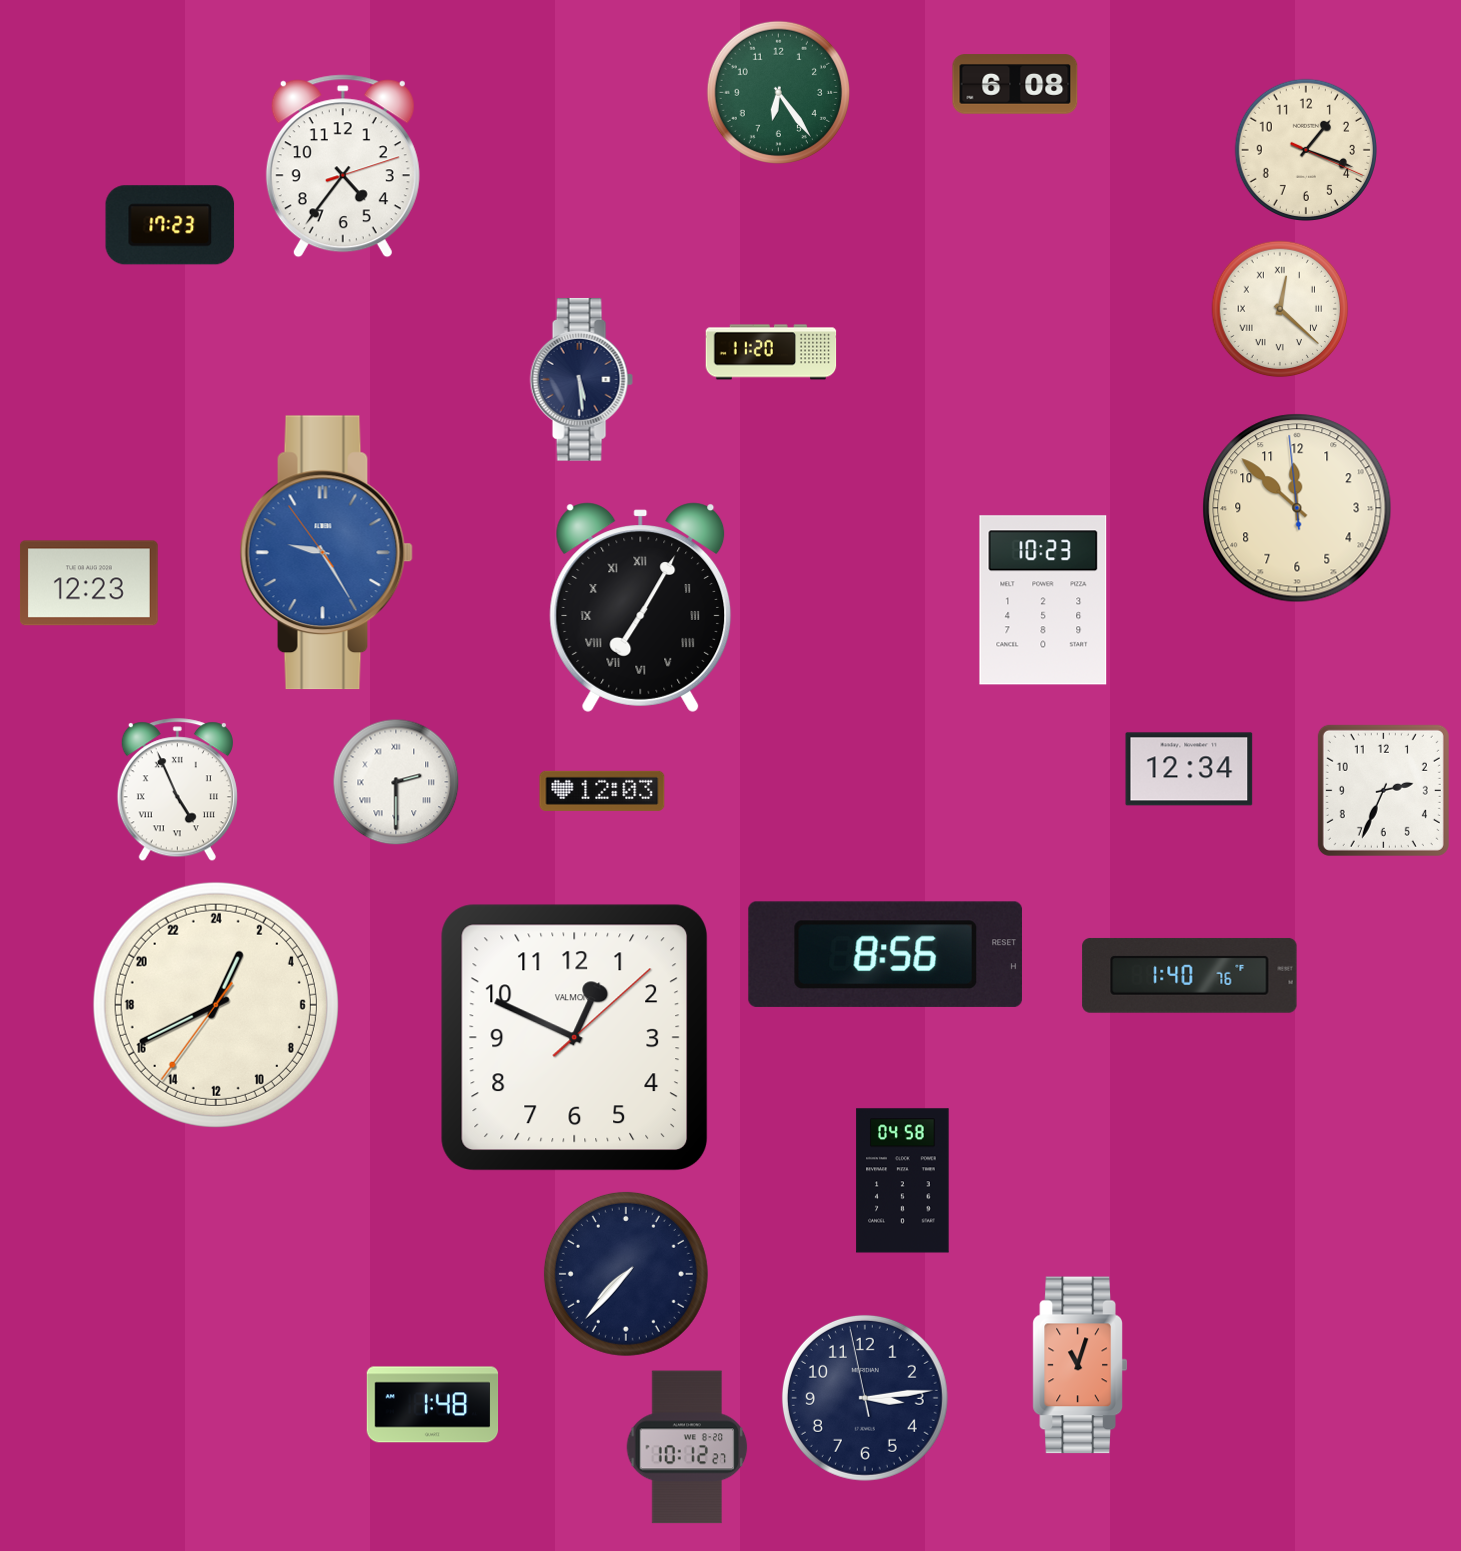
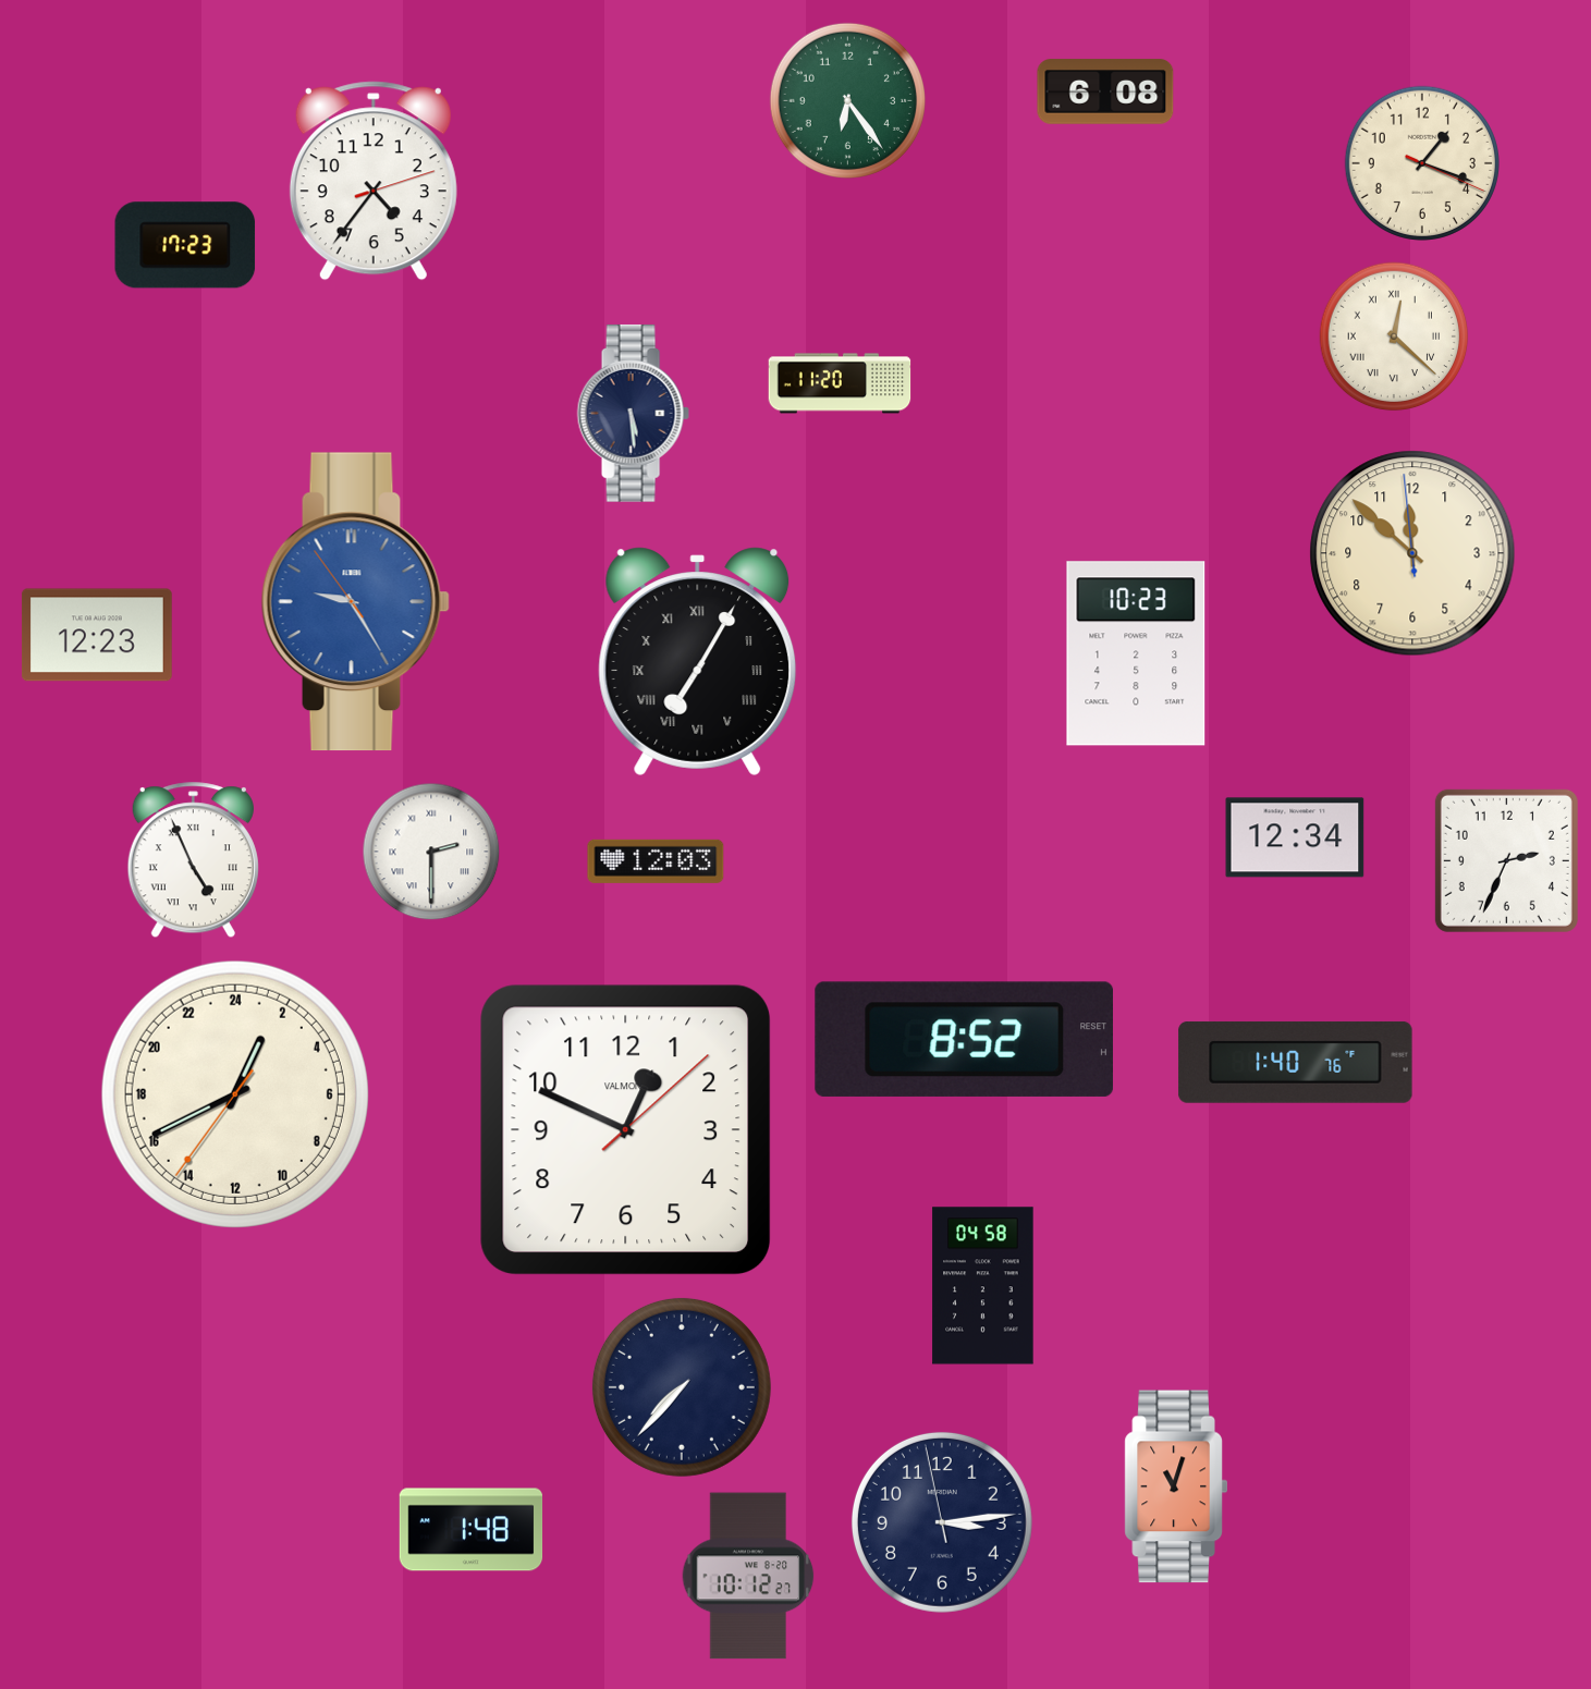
clock at (885, 954): 8:56 -> 8:52
